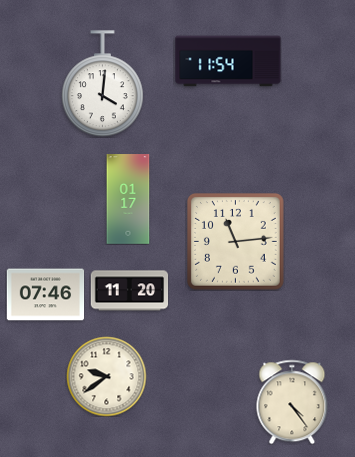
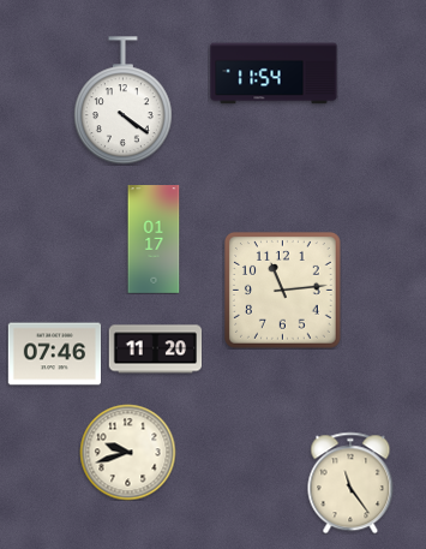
clock at (102, 84): 4:01 -> 4:21
clock at (106, 376): 9:39 -> 9:42
clock at (292, 402): 4:24 -> 11:24
